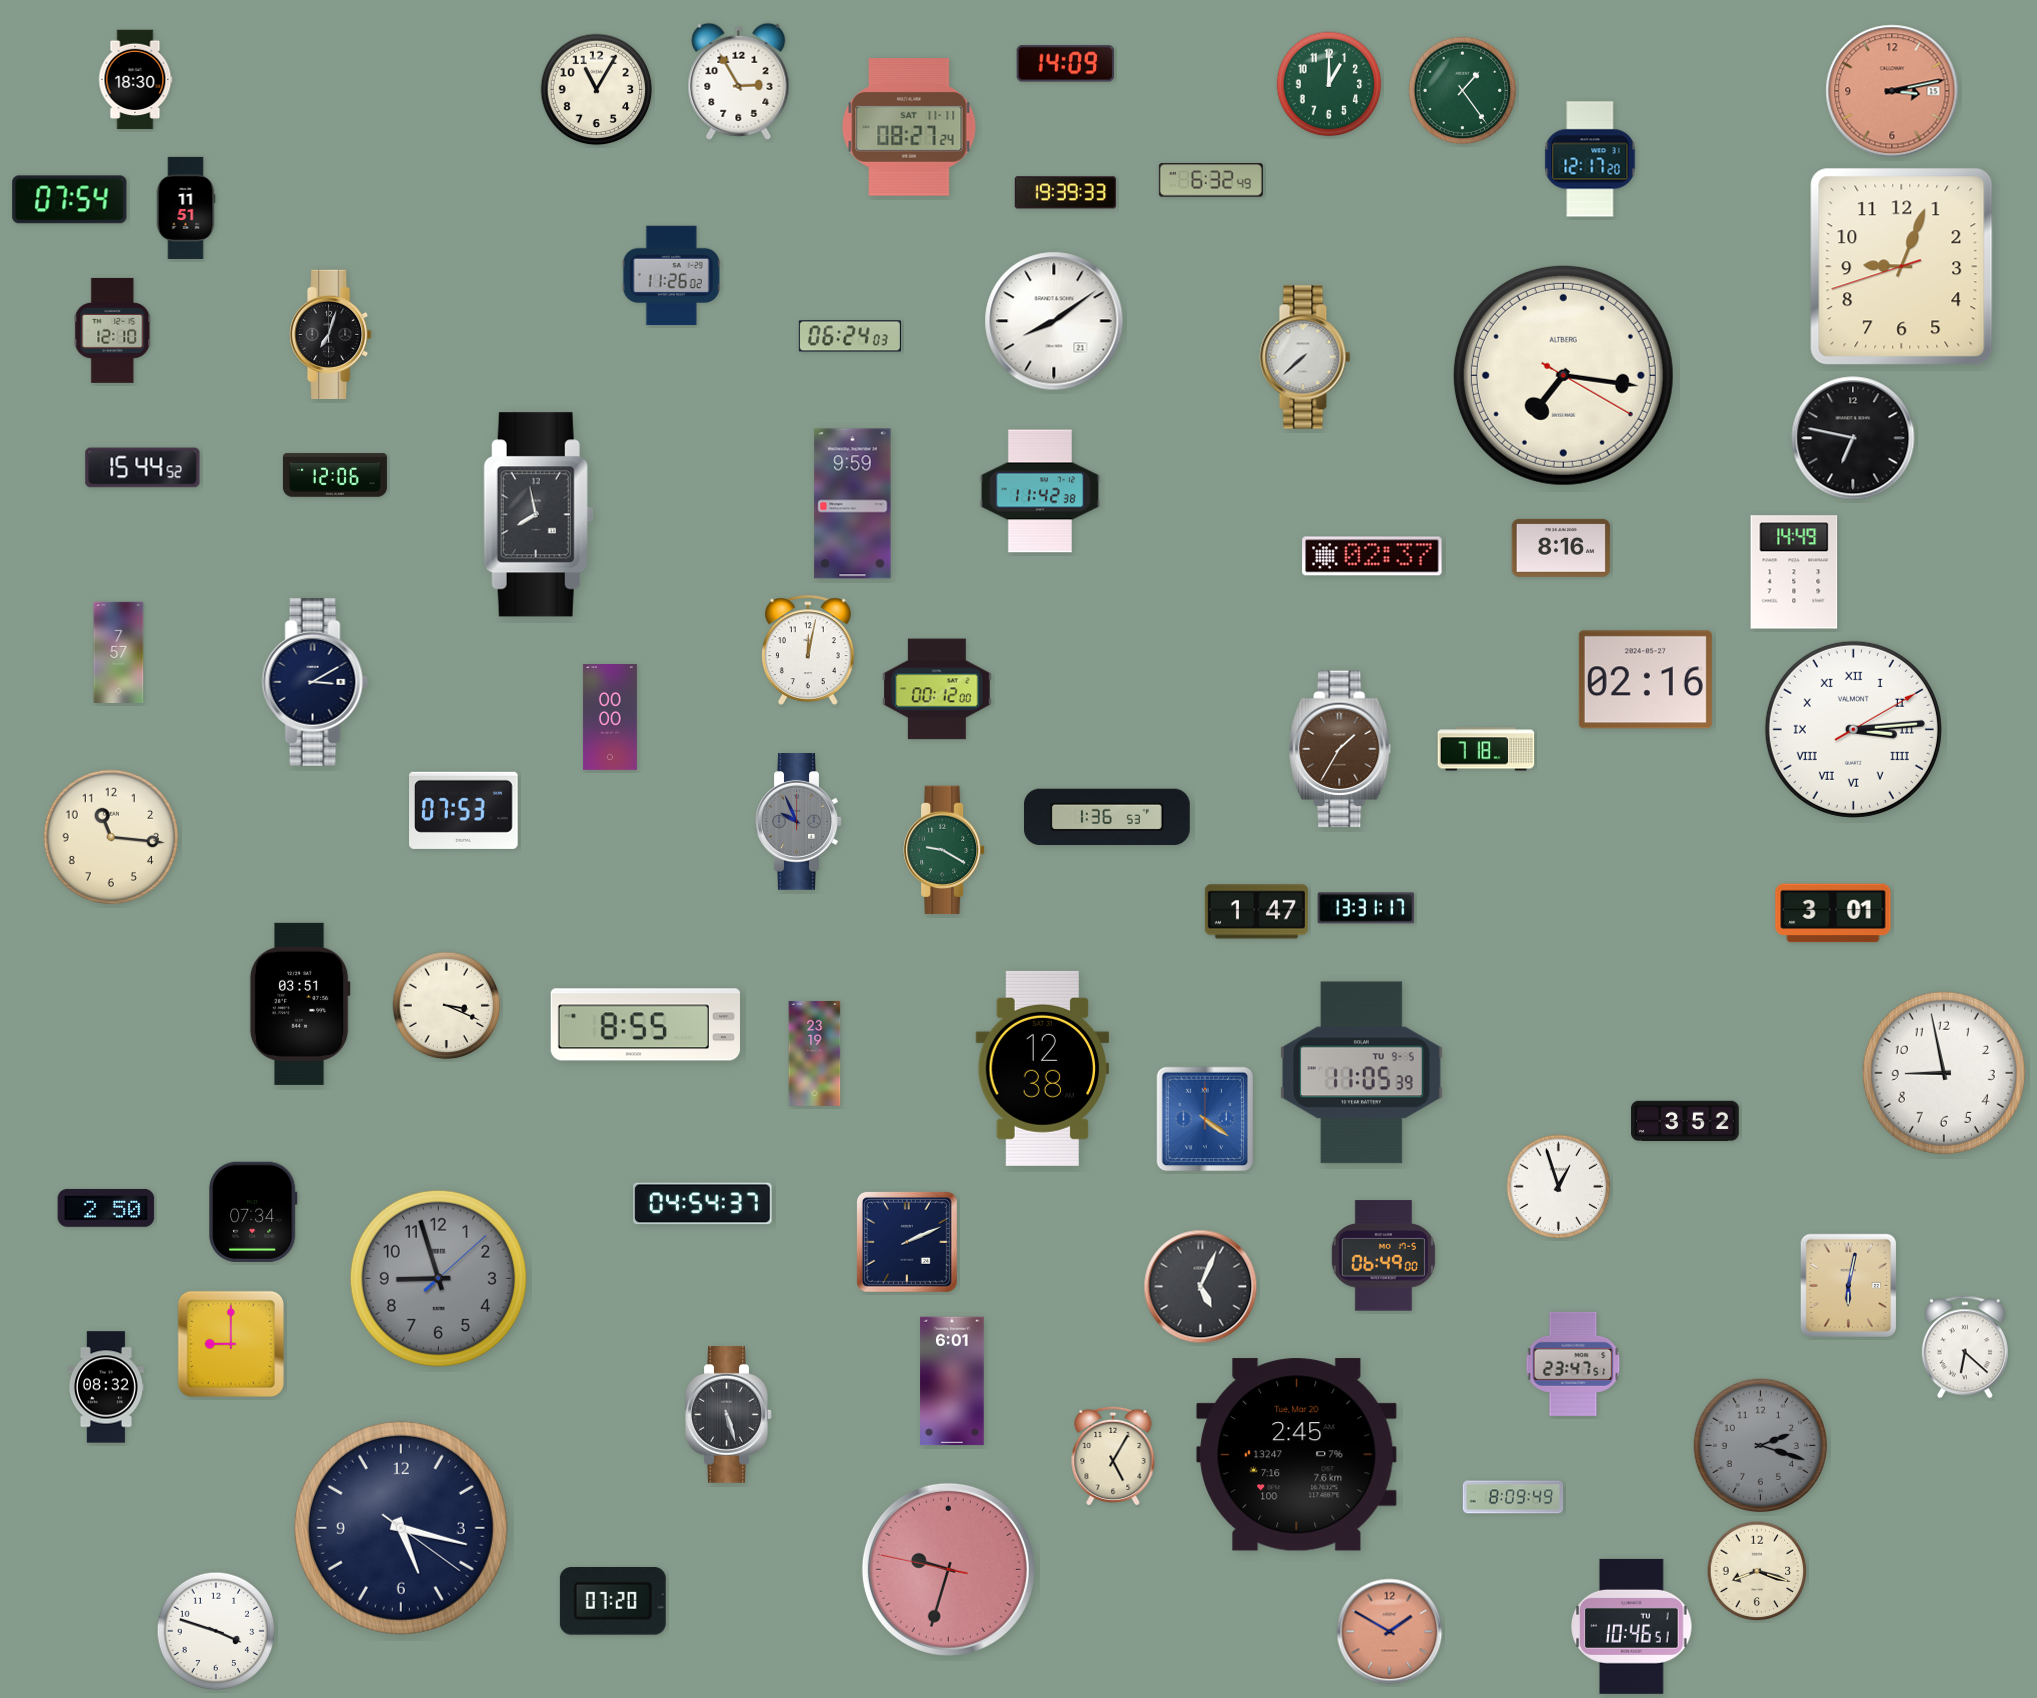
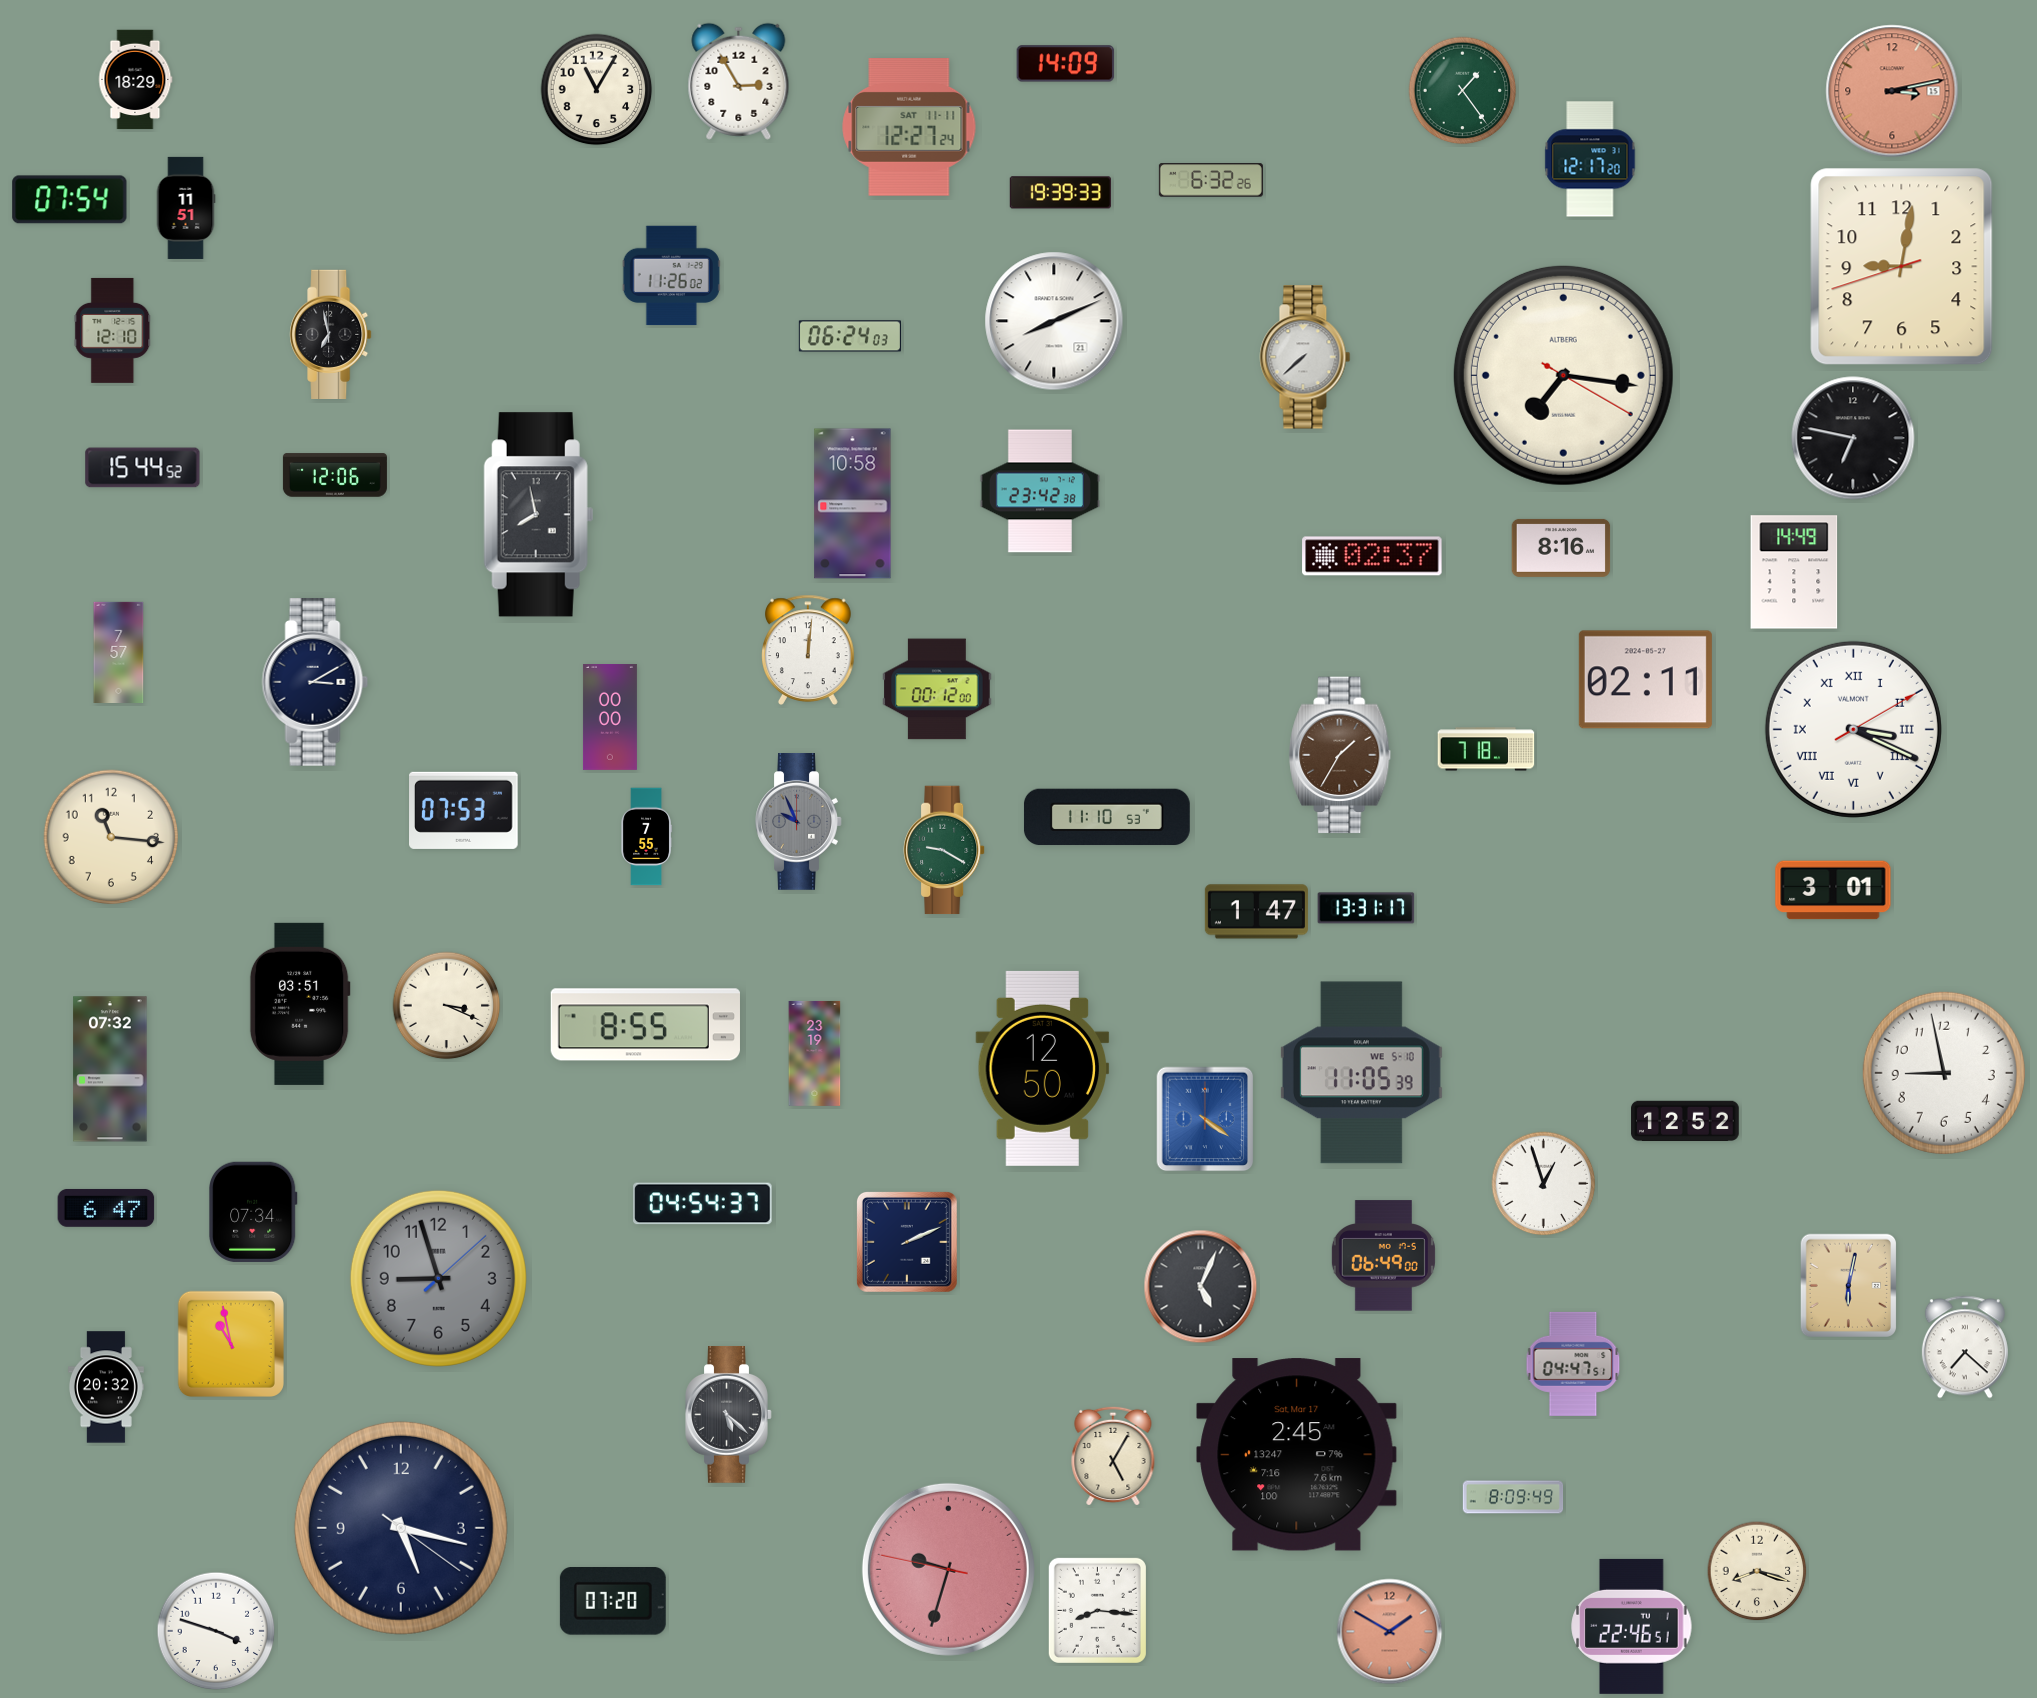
clock at (135, 80): 18:30 -> 18:29
clock at (1329, 84): 1:00 -> none
clock at (909, 128): 08:27 -> 12:27
clock at (1211, 180): 6:32:49 -> 6:32:26
clock at (1065, 193) position: (1065, 193) -> (1060, 193)
clock at (1902, 267): 9:03 -> 9:01
clock at (1054, 321): 8:09 -> 8:11
clock at (331, 334): 7:03 -> 6:58
clock at (1040, 491): 11:42 -> 23:42
clock at (853, 504): 9:59 -> 10:58
clock at (809, 650): 12:02 -> 12:01
clock at (1645, 680): 02:16 -> 02:11
clock at (1853, 729): 3:14 -> 3:19
clock at (1341, 749) position: (1341, 749) -> (1341, 755)
clock at (1107, 817): 1:36 -> 11:10
clock at (646, 837): none -> 7:55
clock at (1833, 913) position: (1833, 913) -> (1833, 890)
clock at (1043, 1068): 12:38 -> 12:50
clock at (110, 1069): none -> 07:32
clock at (1361, 1073) date: TU 9-5 -> WE 5-10
clock at (1685, 1120): 3:52 -> 12:52
clock at (1559, 1187) position: (1559, 1187) -> (1544, 1184)
clock at (106, 1208): 2:50 -> 6:47
clock at (231, 1344): 9:00 -> 10:58
clock at (1965, 1347): 6:22 -> 7:22
clock at (1573, 1364): 23:47 -> 04:47
clock at (952, 1381): 6:01 -> none
clock at (106, 1387): 08:32 -> 20:32
clock at (729, 1415): 5:27 -> 5:22
clock at (1760, 1445): 2:18 -> none
clock at (1297, 1455) date: Tue, Mar 20 -> Sat, Mar 17
clock at (1097, 1610): none -> 8:16
clock at (1632, 1626): 10:46 -> 22:46
